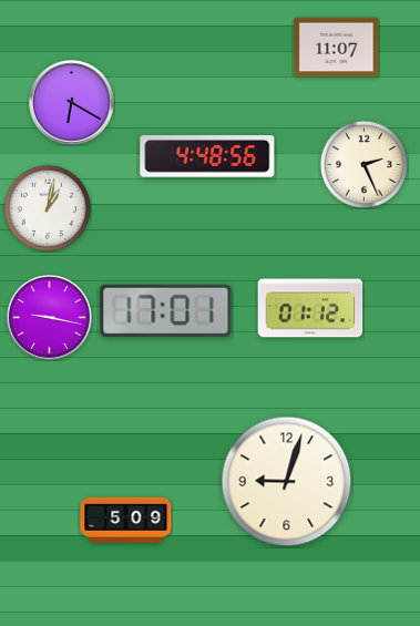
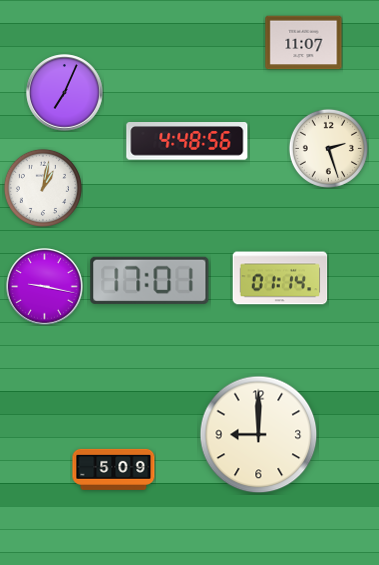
clock at (72, 103): 6:20 -> 7:04
clock at (363, 164): 2:26 -> 2:27
clock at (310, 308): 01:12 -> 01:14
clock at (287, 482): 9:03 -> 9:00
